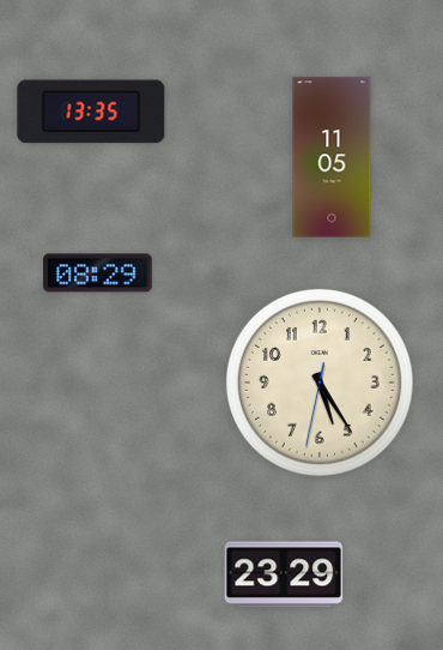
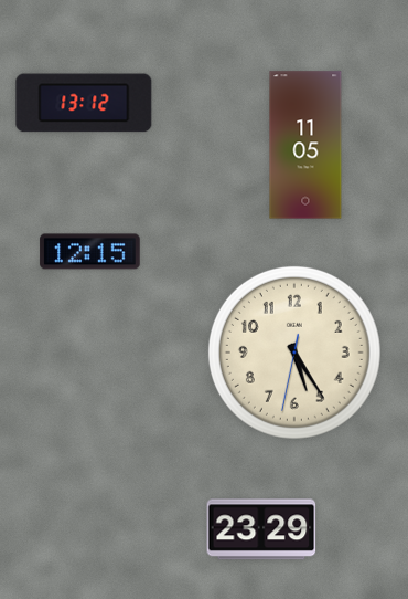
clock at (91, 112): 13:35 -> 13:12
clock at (98, 273): 08:29 -> 12:15
